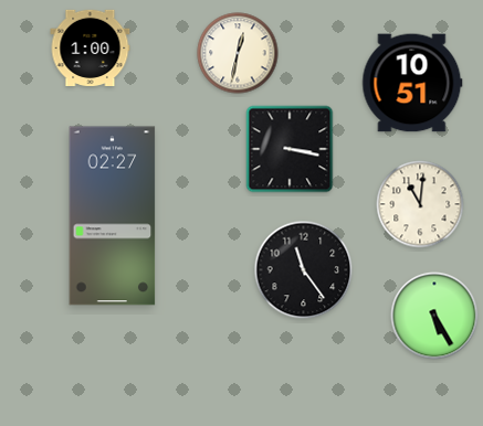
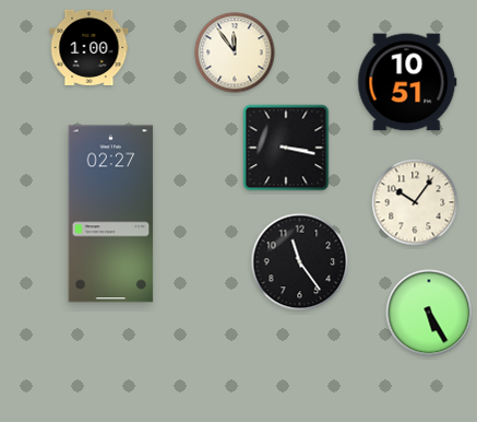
clock at (238, 53): 12:32 -> 11:54
clock at (420, 204): 11:01 -> 10:06
clock at (304, 270) position: (304, 270) -> (300, 262)
